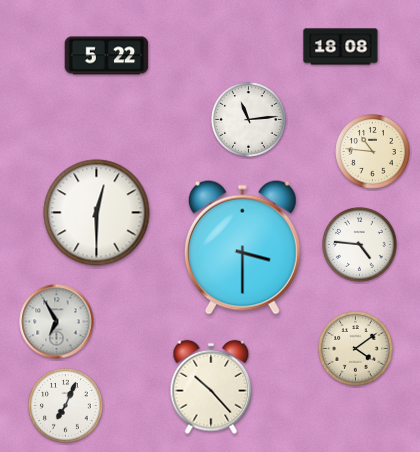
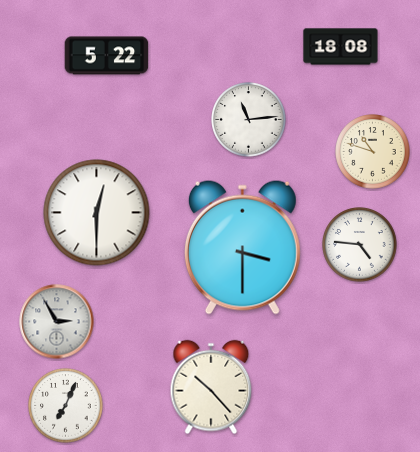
clock at (373, 152): 10:46 -> 10:48
clock at (57, 322): 6:55 -> 2:55
clock at (356, 349): 4:09 -> none
